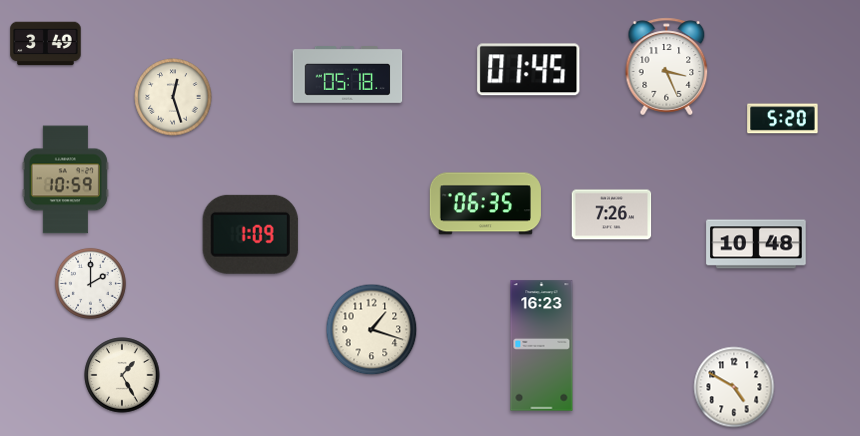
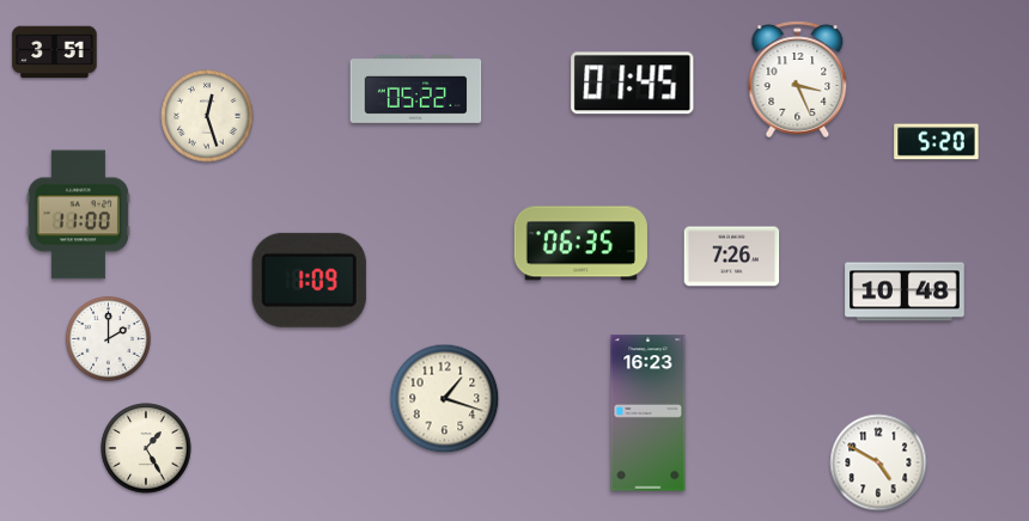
clock at (46, 44): 3:49 -> 3:51
clock at (348, 75): 05:18 -> 05:22
clock at (65, 180): 10:59 -> 11:00
clock at (250, 234) position: (250, 234) -> (309, 280)
clock at (372, 330) position: (372, 330) -> (445, 399)
